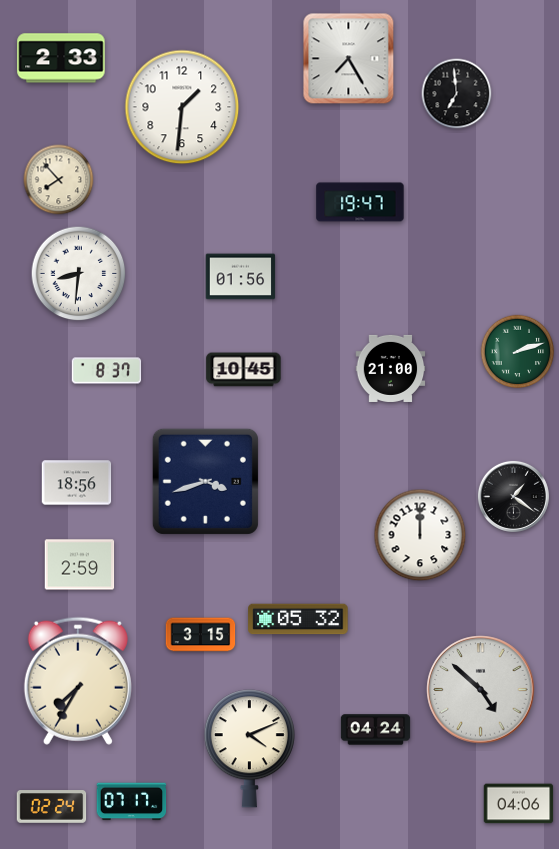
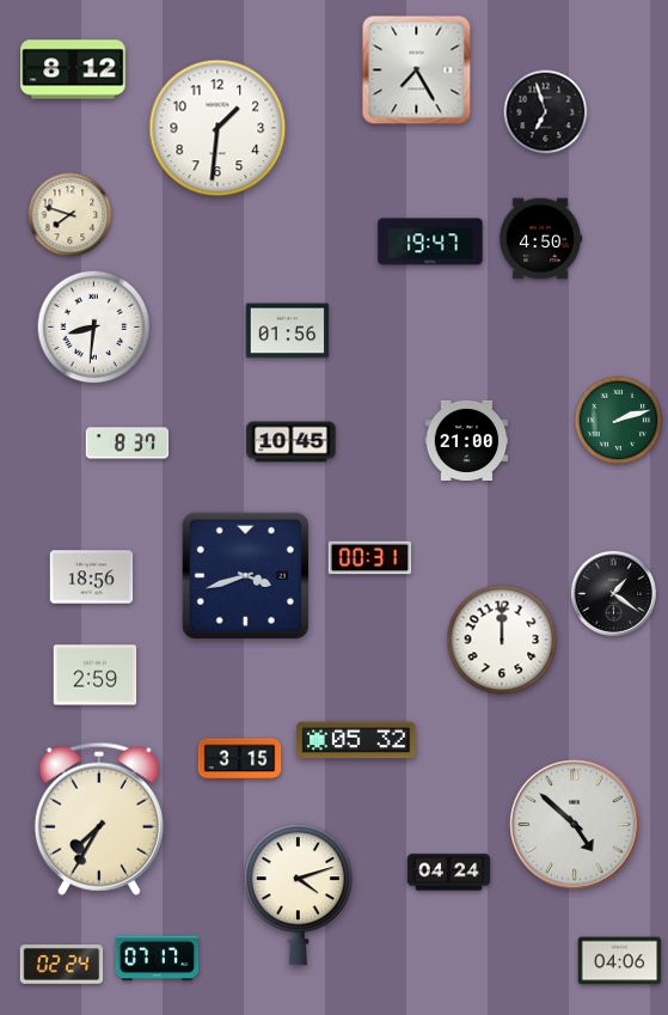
clock at (61, 58): 2:33 -> 8:12
clock at (457, 94): 6:59 -> 6:57
clock at (59, 180): 7:53 -> 7:48
clock at (540, 239): none -> 4:50
clock at (370, 558): none -> 00:31
clock at (78, 681) position: (78, 681) -> (99, 819)
clock at (249, 749): 4:11 -> 4:12
